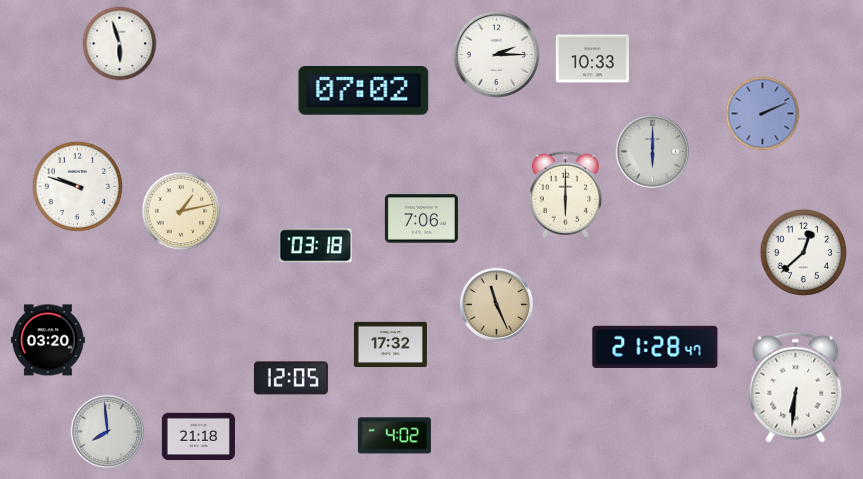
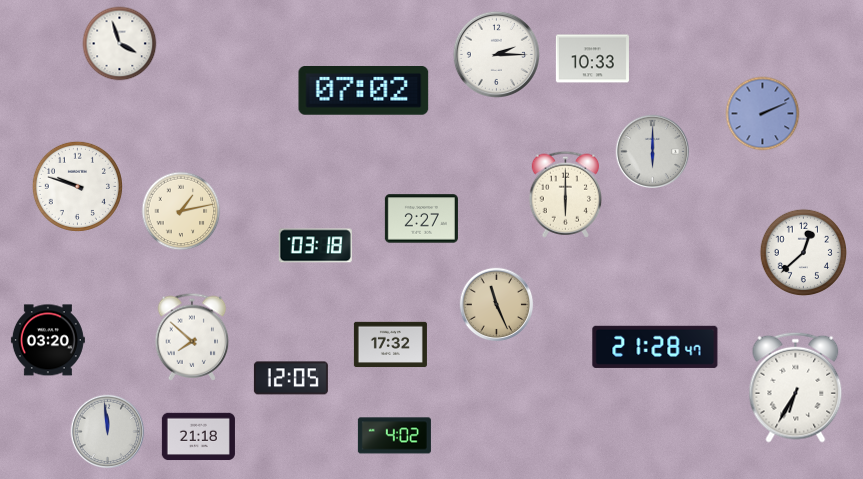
clock at (120, 44): 5:57 -> 3:57
clock at (421, 219): 7:06 -> 2:27
clock at (192, 337): none -> 7:52
clock at (796, 387): 6:31 -> 6:35
clock at (108, 432): 7:59 -> 11:59
